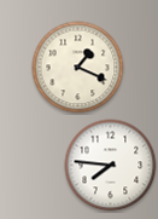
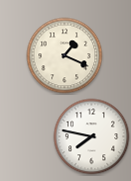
clock at (111, 166): 7:46 -> 7:47
